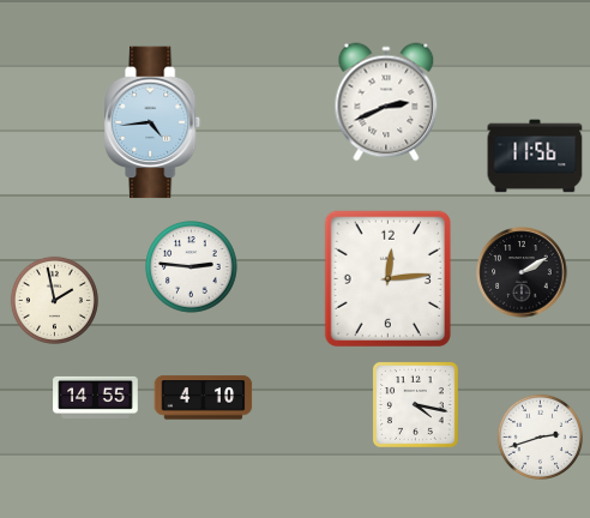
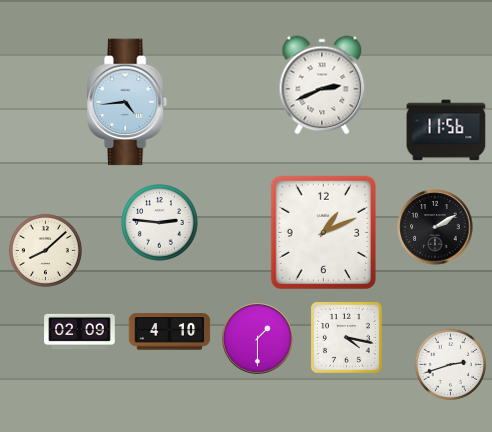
clock at (387, 278): 12:14 -> 1:11
clock at (54, 300): 1:58 -> 8:08
clock at (96, 397): 14:55 -> 02:09
clock at (258, 339): none -> 1:30
